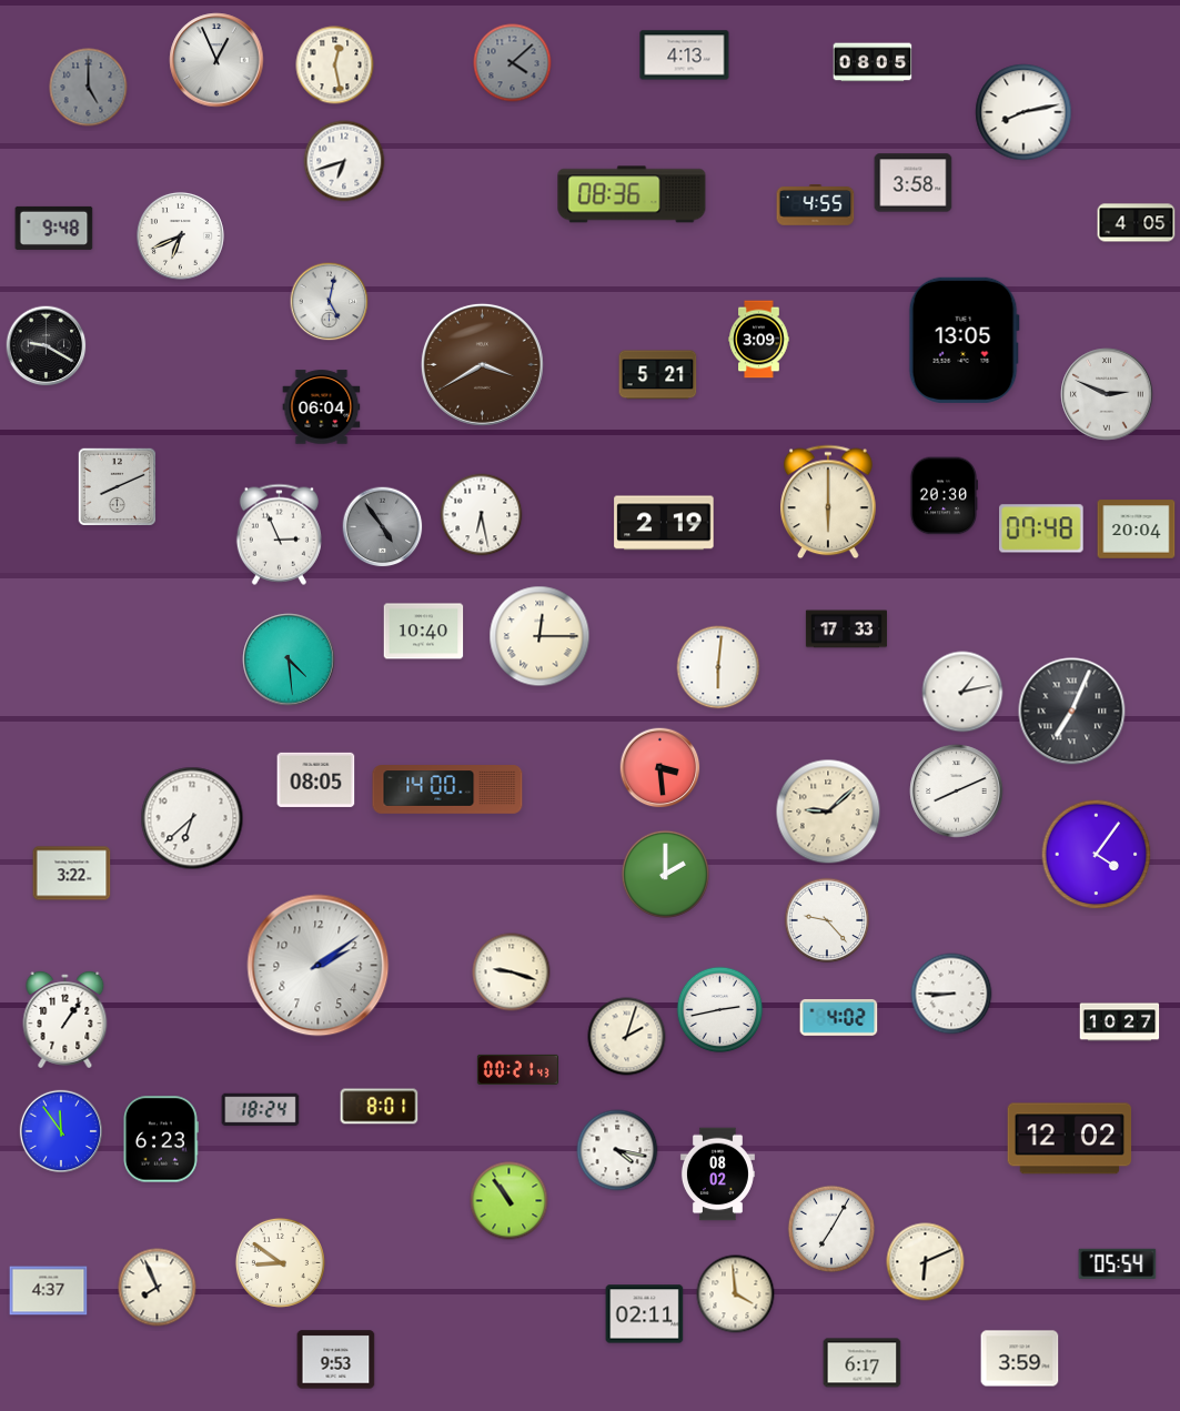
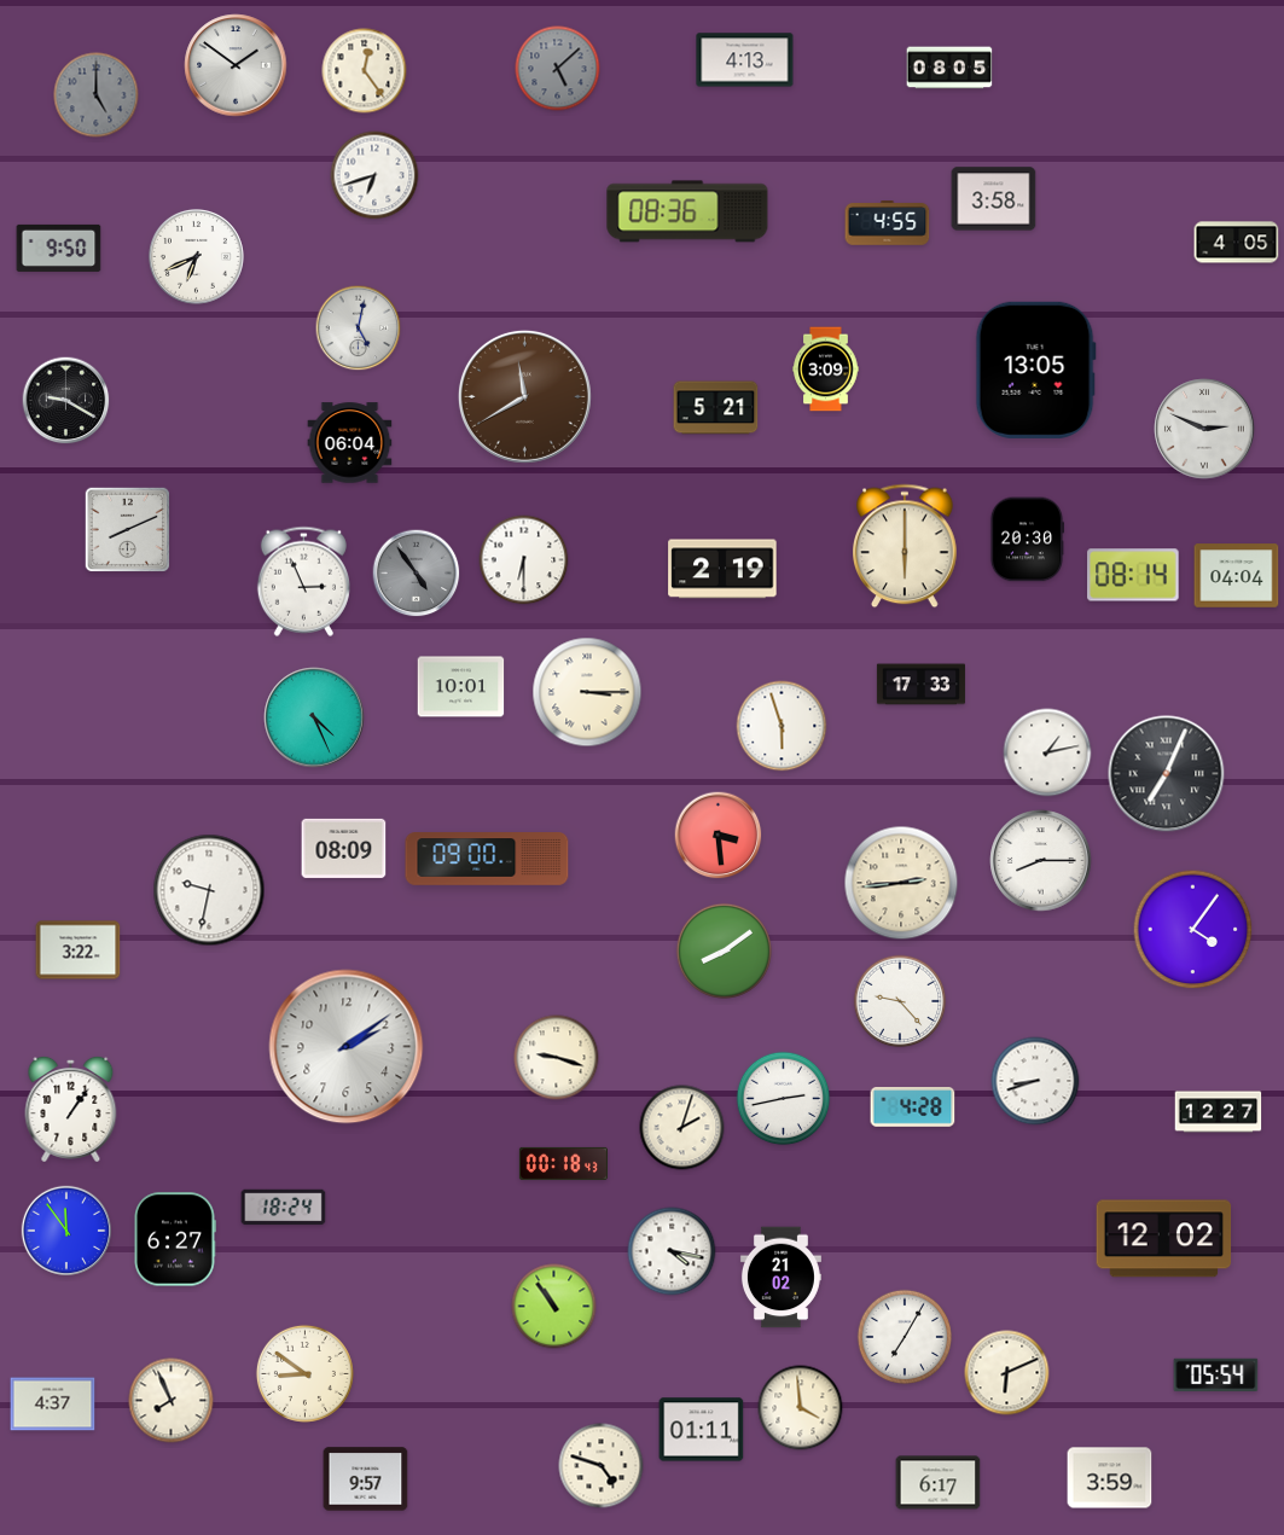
clock at (216, 60): 12:56 -> 1:51
clock at (513, 63): 4:08 -> 5:08
clock at (335, 65): 12:28 -> 12:24
clock at (1023, 112): 8:13 -> none
clock at (54, 228): 9:48 -> 9:50
clock at (964, 340) position: (964, 340) -> (1035, 370)
clock at (47, 346) position: (47, 346) -> (66, 401)
clock at (482, 364): 3:40 -> 11:40
clock at (829, 502) position: (829, 502) -> (906, 546)
clock at (482, 515): 6:28 -> 6:30
clock at (1041, 528): 07:48 -> 08:14
clock at (1137, 530): 20:04 -> 04:04
clock at (424, 632): 10:40 -> 10:01
clock at (539, 636): 12:15 -> 3:15
clock at (289, 659): 4:29 -> 4:26
clock at (718, 667): 6:01 -> 5:57
clock at (316, 779): 08:05 -> 08:09
clock at (447, 789): 14:00 -> 09:00
clock at (957, 792): 8:11 -> 8:15
clock at (828, 812): 9:08 -> 2:44
clock at (192, 818): 6:38 -> 9:32
clock at (665, 874): 2:00 -> 8:09
clock at (319, 966) position: (319, 966) -> (347, 1047)
clock at (951, 994): 8:45 -> 8:42
clock at (839, 1018): 4:02 -> 4:28
clock at (1120, 1022): 10:27 -> 12:27
clock at (517, 1069): 00:21 -> 00:18
clock at (380, 1107): 8:01 -> none
clock at (161, 1139): 6:23 -> 6:27
clock at (717, 1175): 08:02 -> 21:02
clock at (645, 1314): 02:11 -> 01:11
clock at (602, 1466): none -> 4:48
clock at (336, 1360): 9:53 -> 9:57
